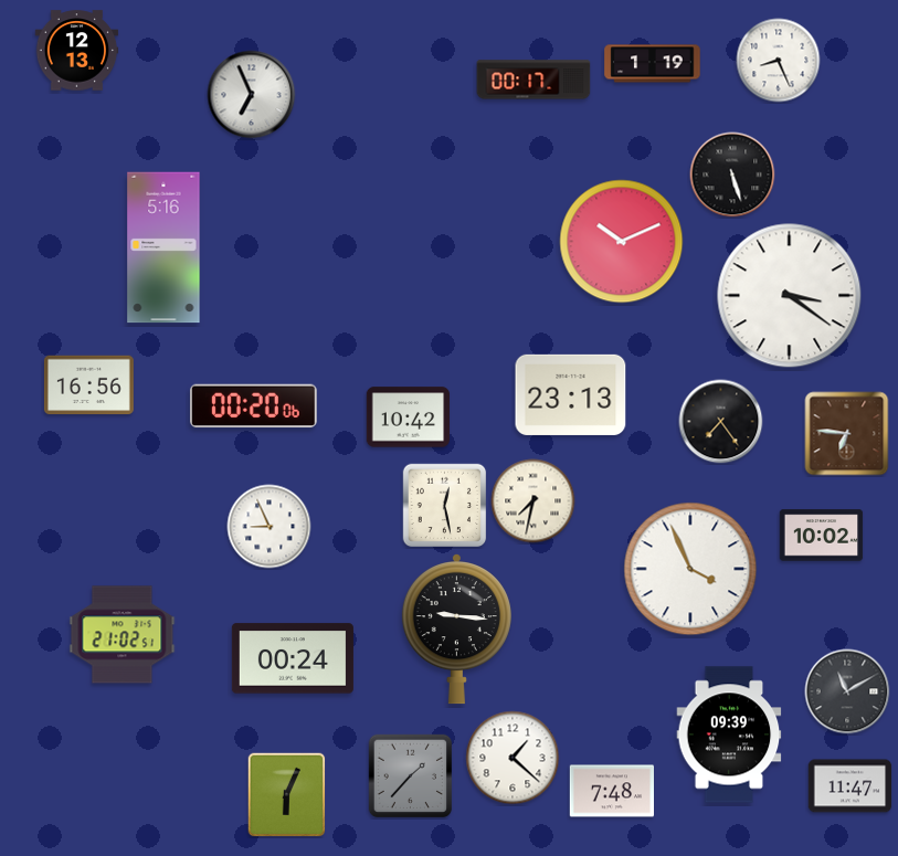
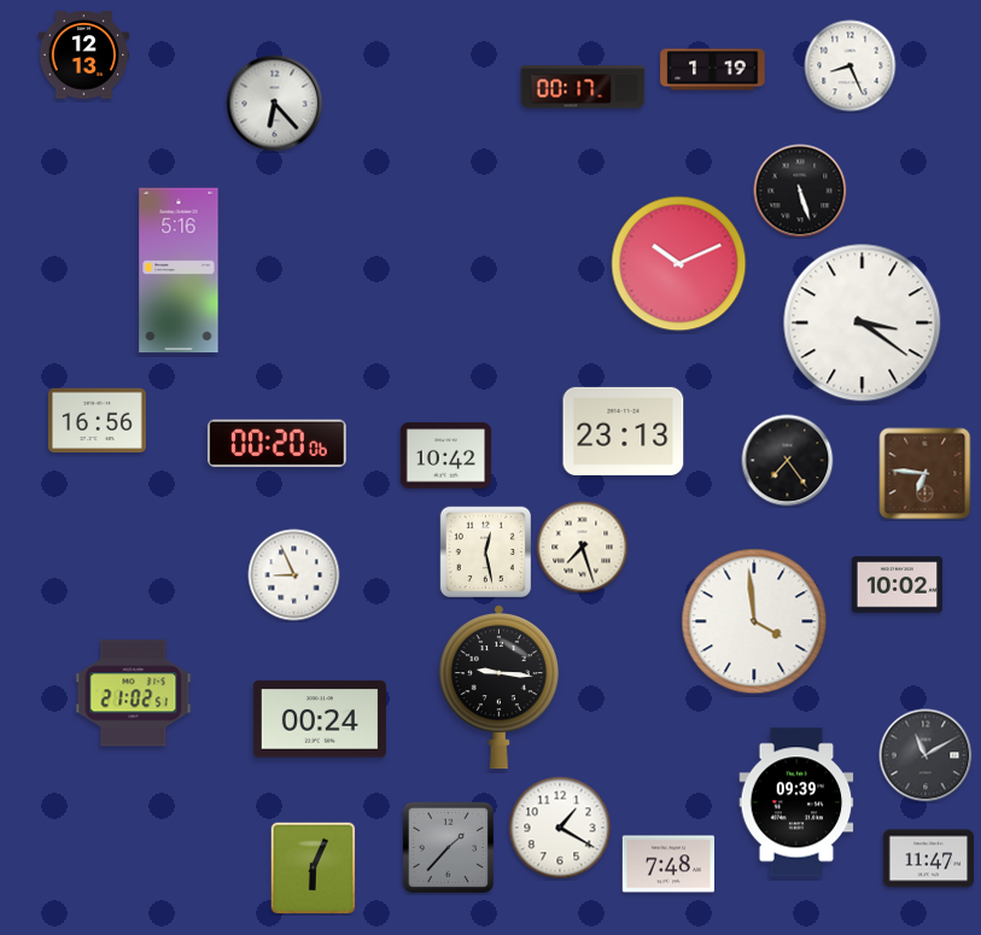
clock at (252, 95): 6:56 -> 6:23
clock at (533, 501): 7:32 -> 7:27
clock at (690, 569): 3:56 -> 3:59
clock at (513, 758): 1:22 -> 1:20
